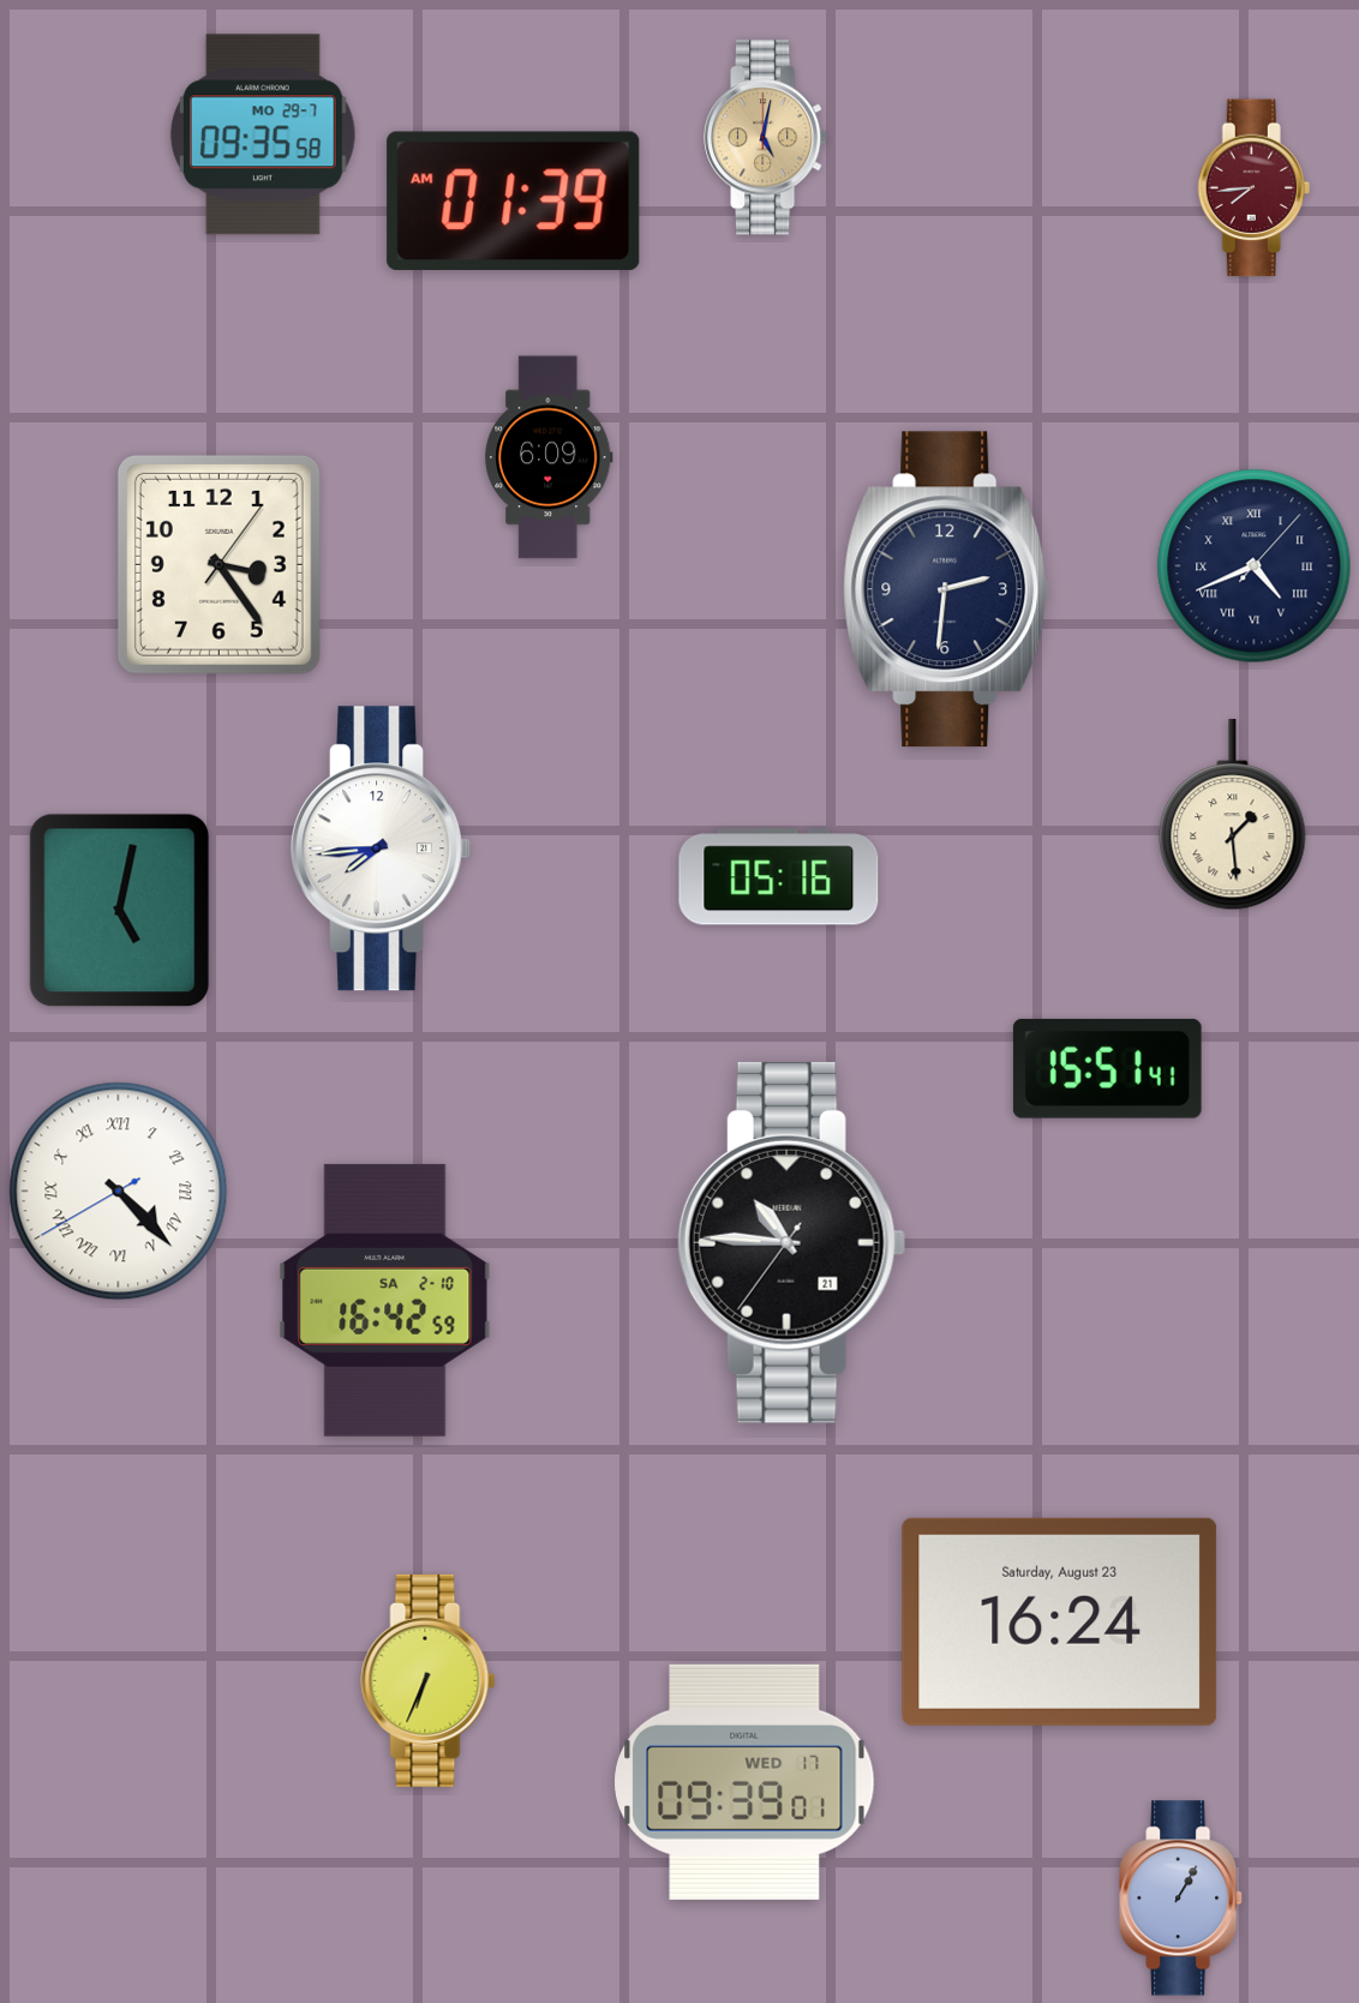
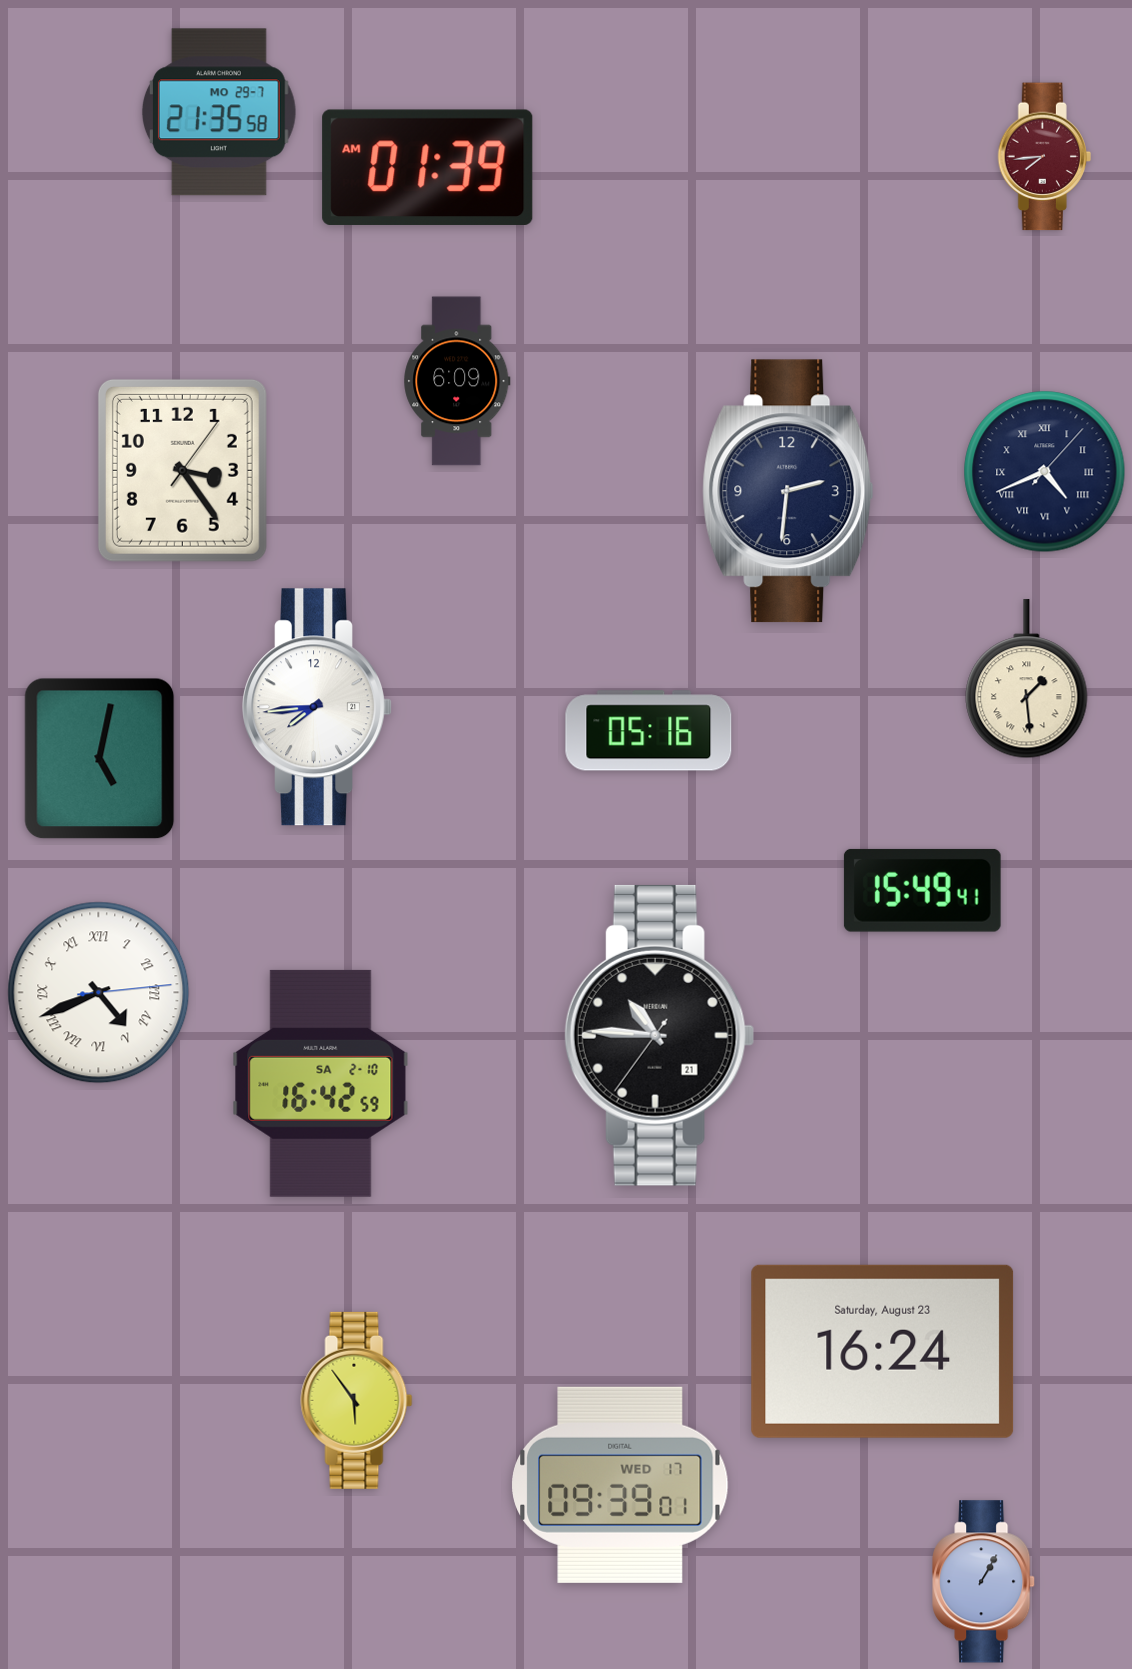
clock at (263, 134): 09:35 -> 21:35
clock at (766, 138): 5:02 -> none
clock at (1107, 1068): 15:51 -> 15:49
clock at (119, 1192): 4:22 -> 4:41
clock at (429, 1680): 6:34 -> 5:54
